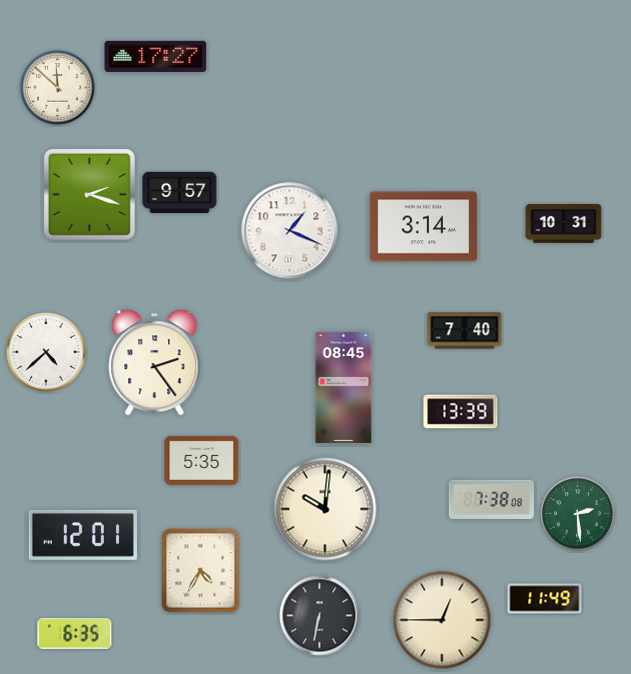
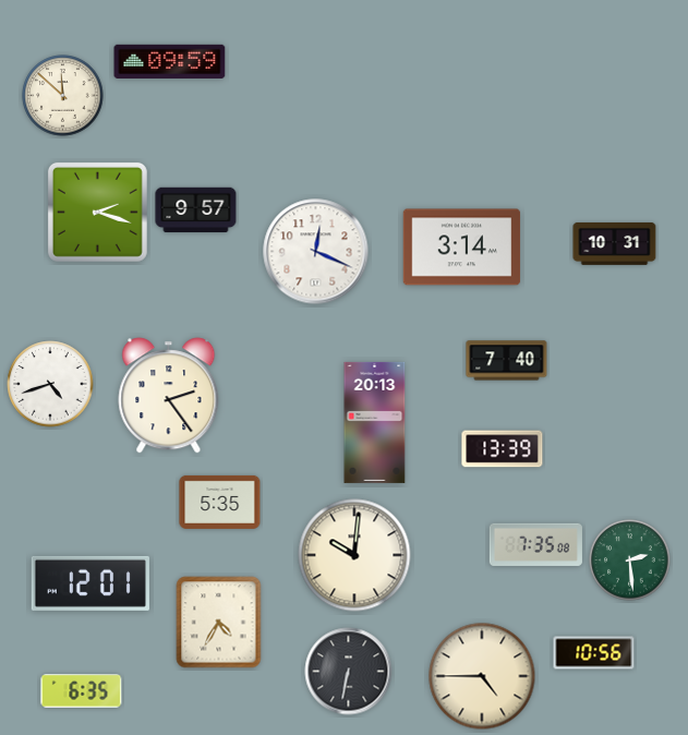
clock at (156, 56): 17:27 -> 09:59
clock at (290, 231): 1:19 -> 12:19
clock at (46, 352): 4:38 -> 4:42
clock at (344, 387): 08:45 -> 20:13
clock at (491, 499): 7:38 -> 7:35
clock at (545, 599): 11:49 -> 10:56
clock at (442, 620): 12:45 -> 4:45
